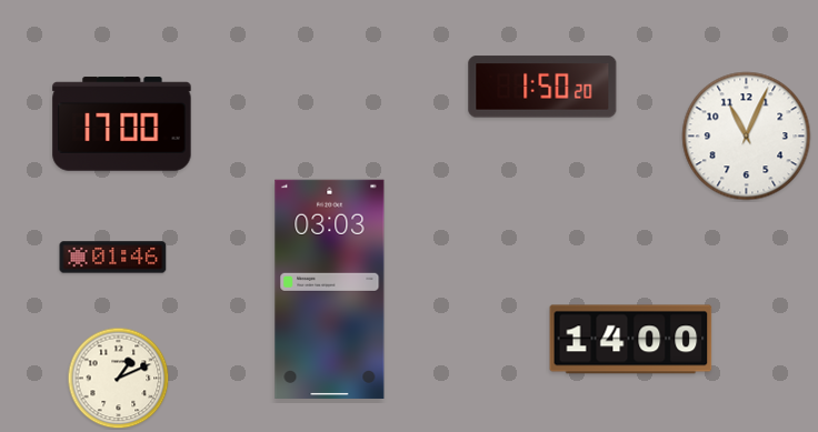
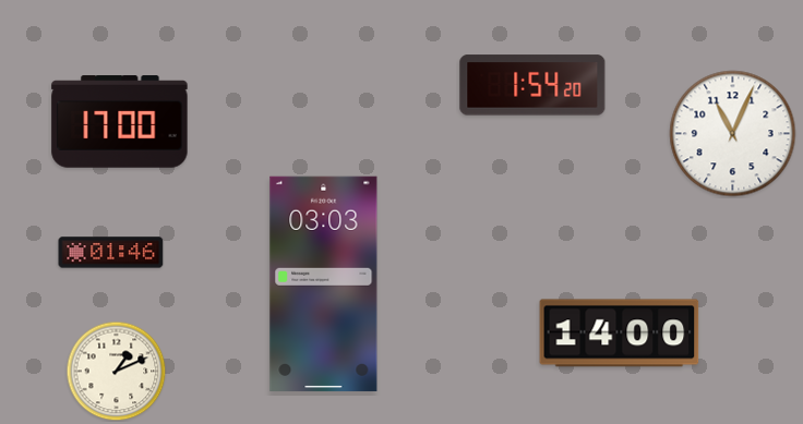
clock at (542, 87): 1:50 -> 1:54
